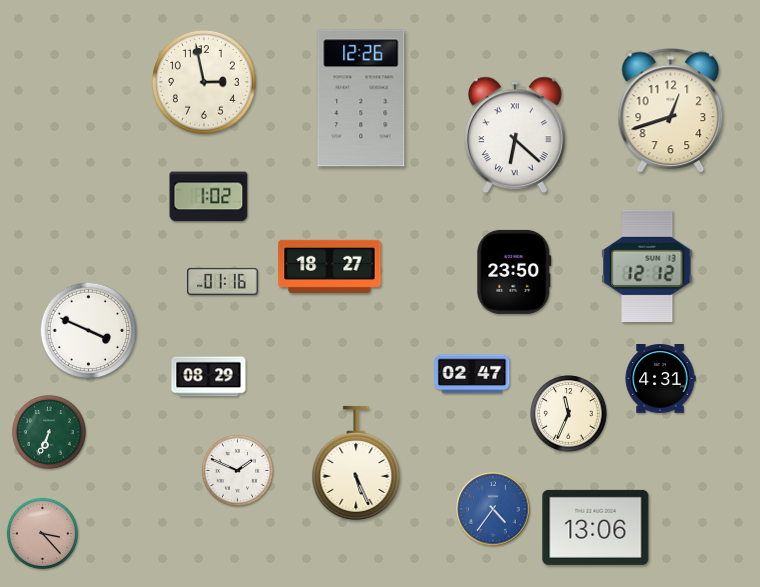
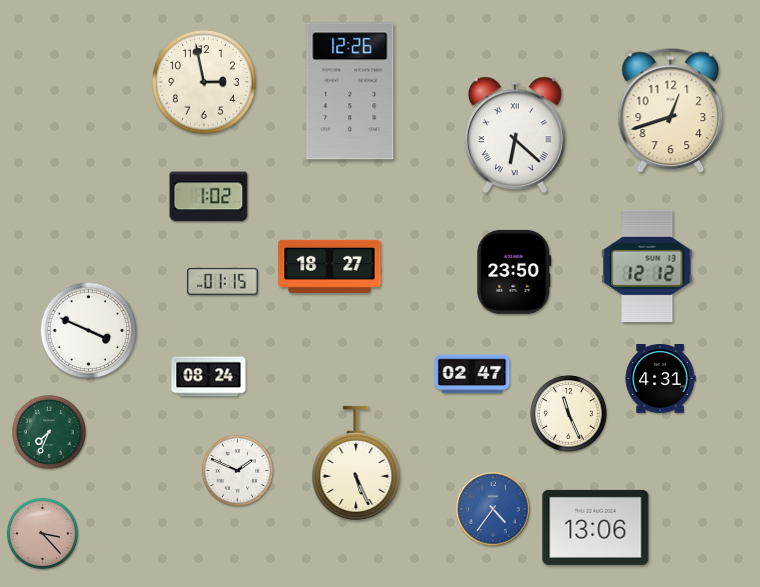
clock at (361, 98) position: (361, 98) -> (350, 91)
clock at (223, 281): 01:16 -> 01:15
clock at (209, 377): 08:29 -> 08:24
clock at (569, 414): 11:34 -> 11:26
clock at (49, 432): 6:34 -> 7:34
